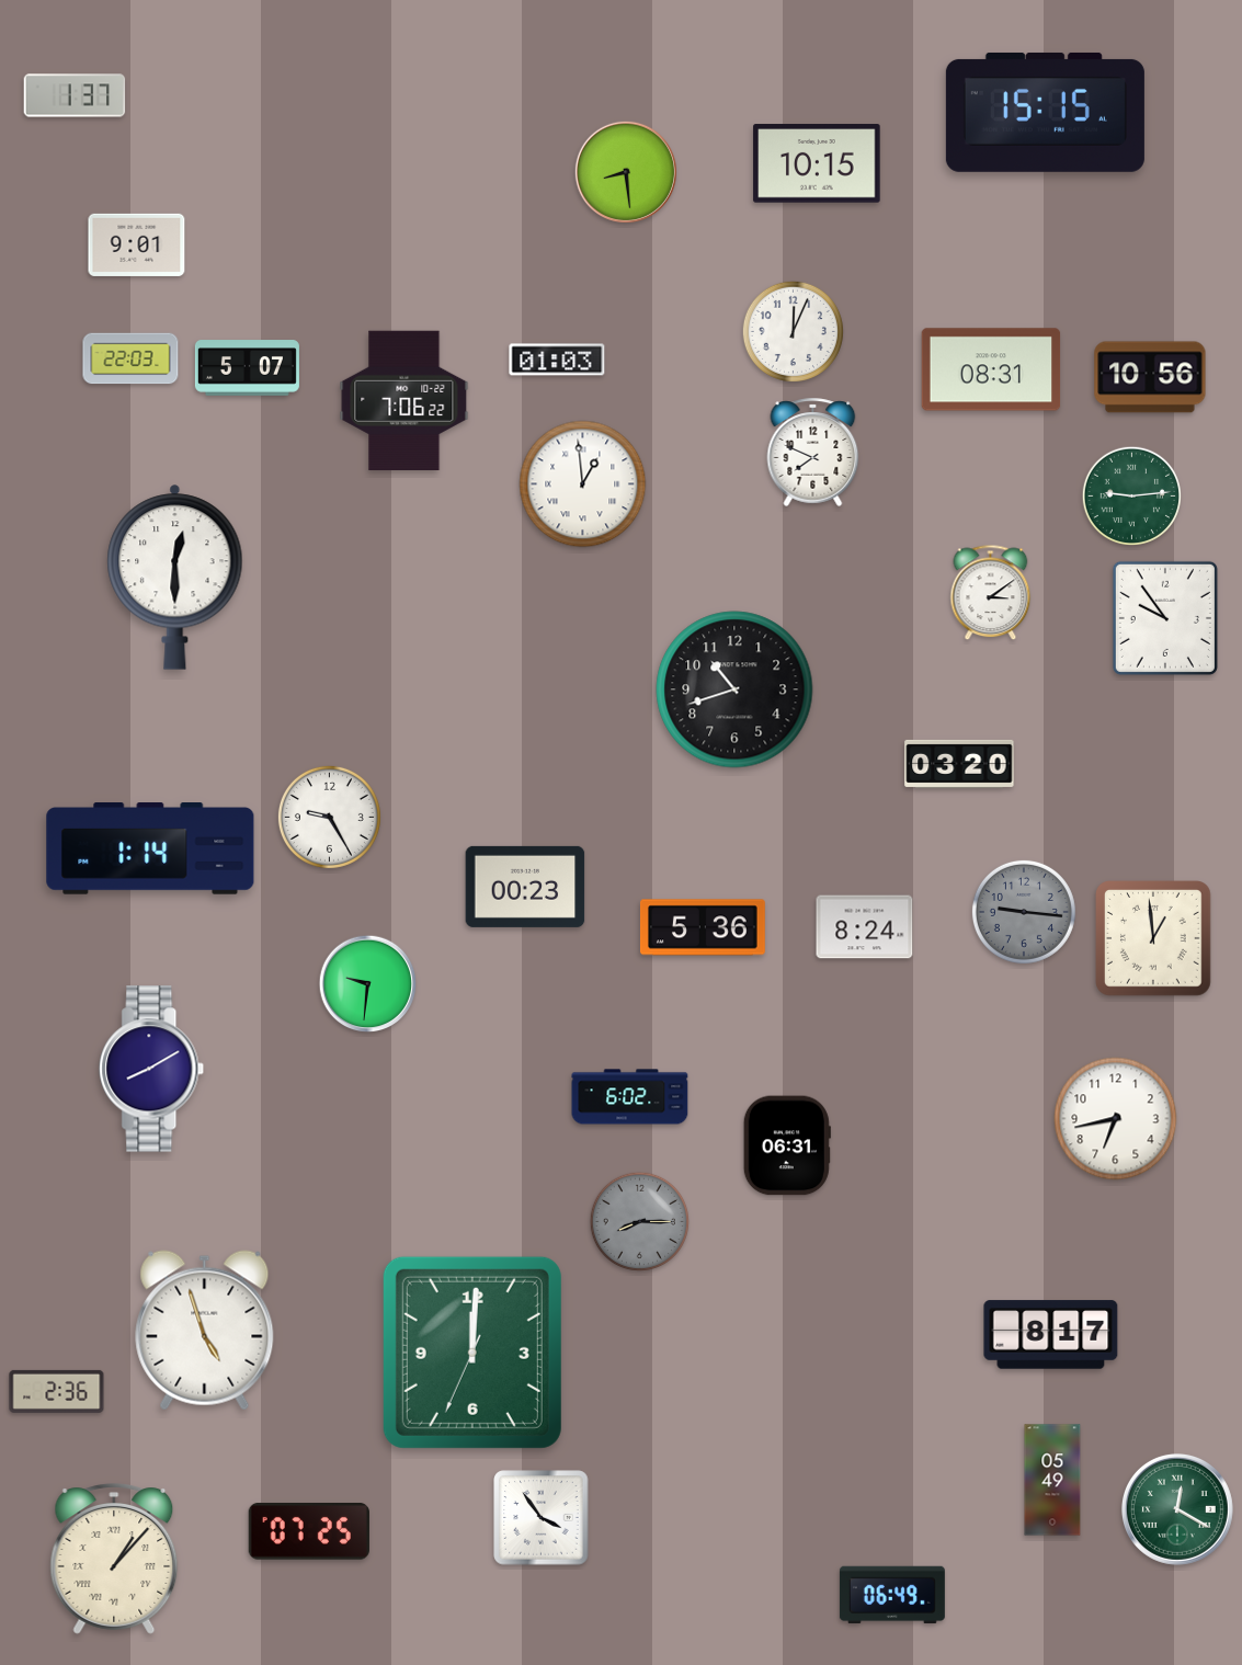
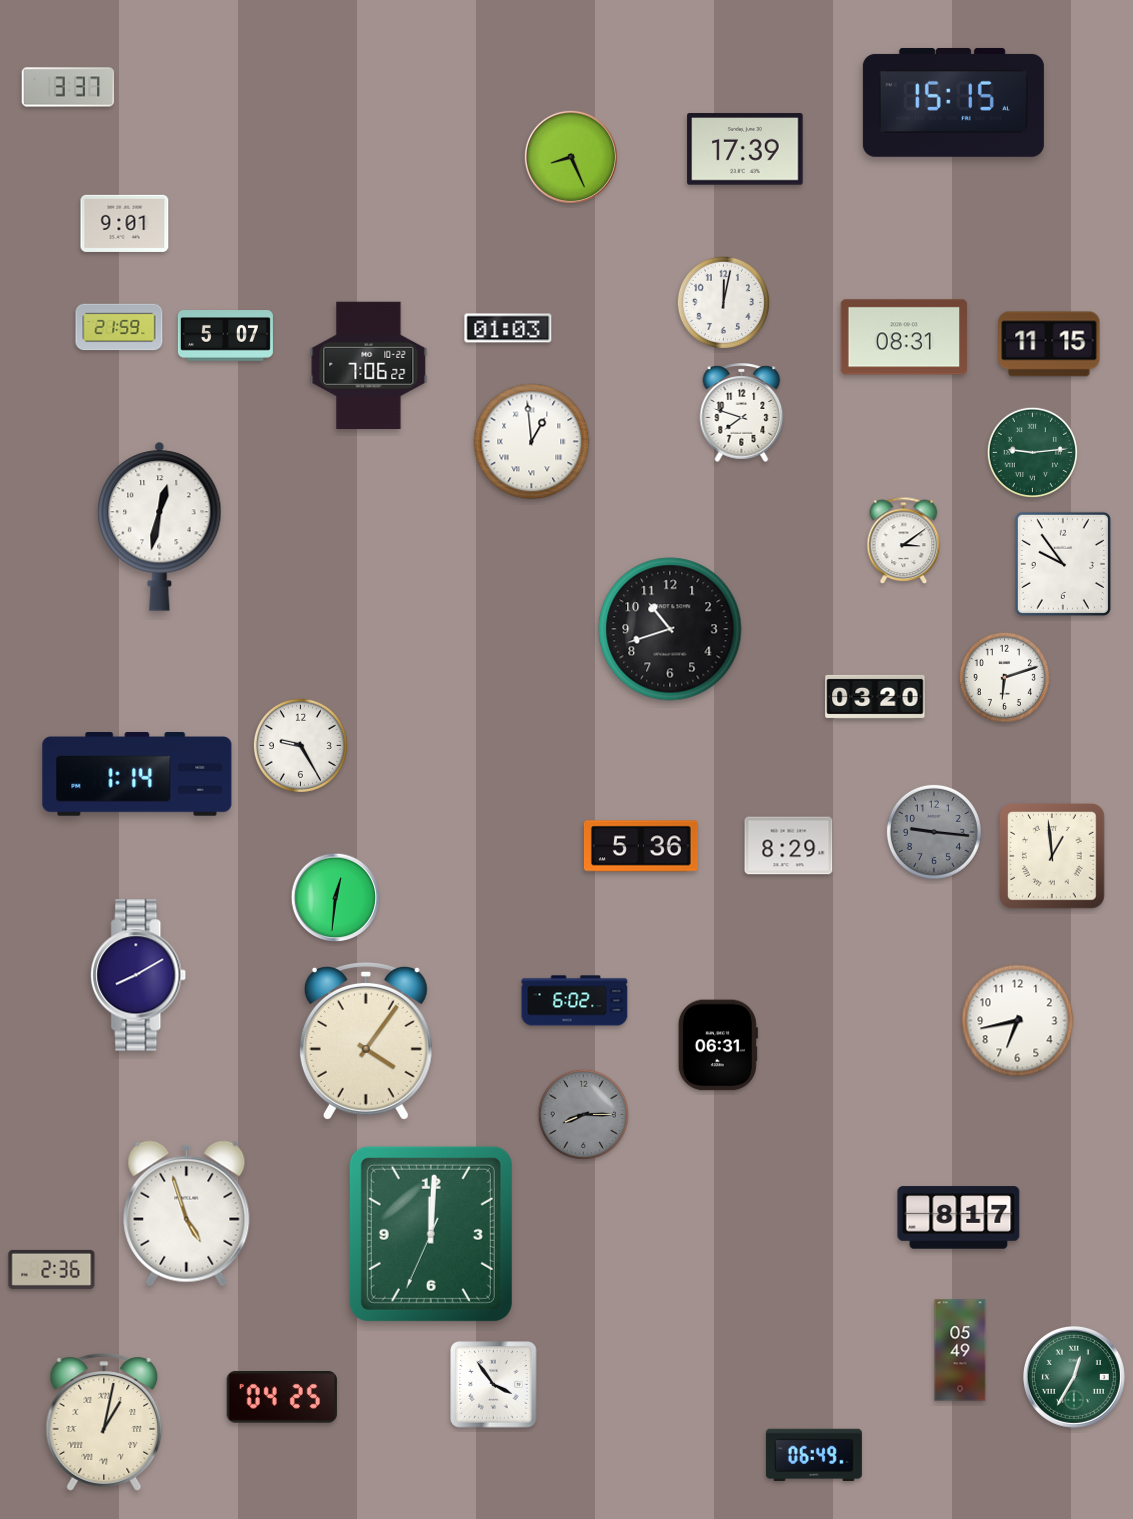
clock at (75, 95): 1:37 -> 3:37
clock at (817, 163): 10:15 -> 17:39
clock at (626, 172): 8:29 -> 8:26
clock at (793, 331): 12:04 -> 12:02
clock at (130, 358): 22:03 -> 21:59
clock at (1150, 377): 10:56 -> 11:15
clock at (813, 452): 7:49 -> 7:48
clock at (175, 577): 12:30 -> 12:32
clock at (1004, 677): none -> 6:12
clock at (525, 887): 00:23 -> none
clock at (865, 927): 8:24 -> 8:29
clock at (368, 984): 9:31 -> 12:31
clock at (366, 1042): none -> 4:06
clock at (1177, 1509): 12:20 -> 12:35
clock at (309, 1532): 07:25 -> 04:25
clock at (114, 1559): 1:07 -> 1:02
